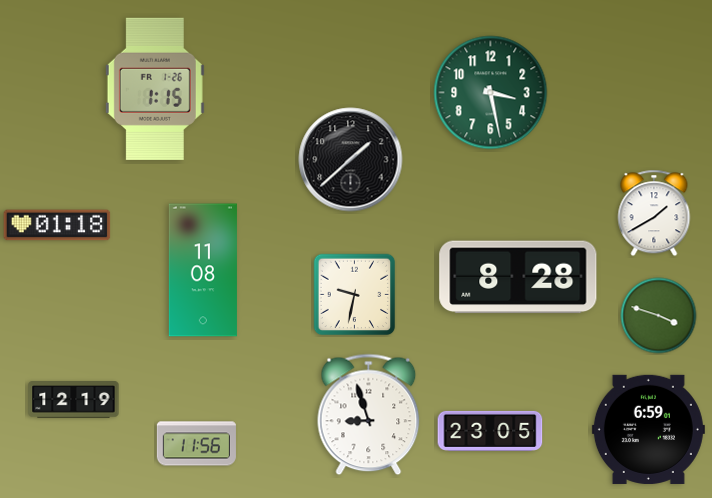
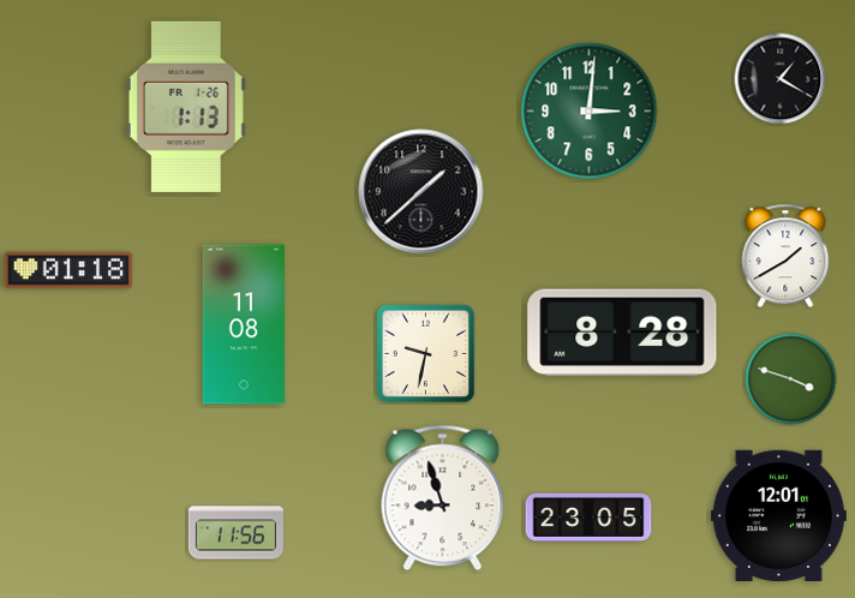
clock at (781, 79): none -> 1:20
clock at (155, 89): 1:15 -> 1:13
clock at (491, 93): 3:28 -> 3:01
clock at (74, 400): 12:19 -> none
clock at (648, 429): 6:59 -> 12:01
